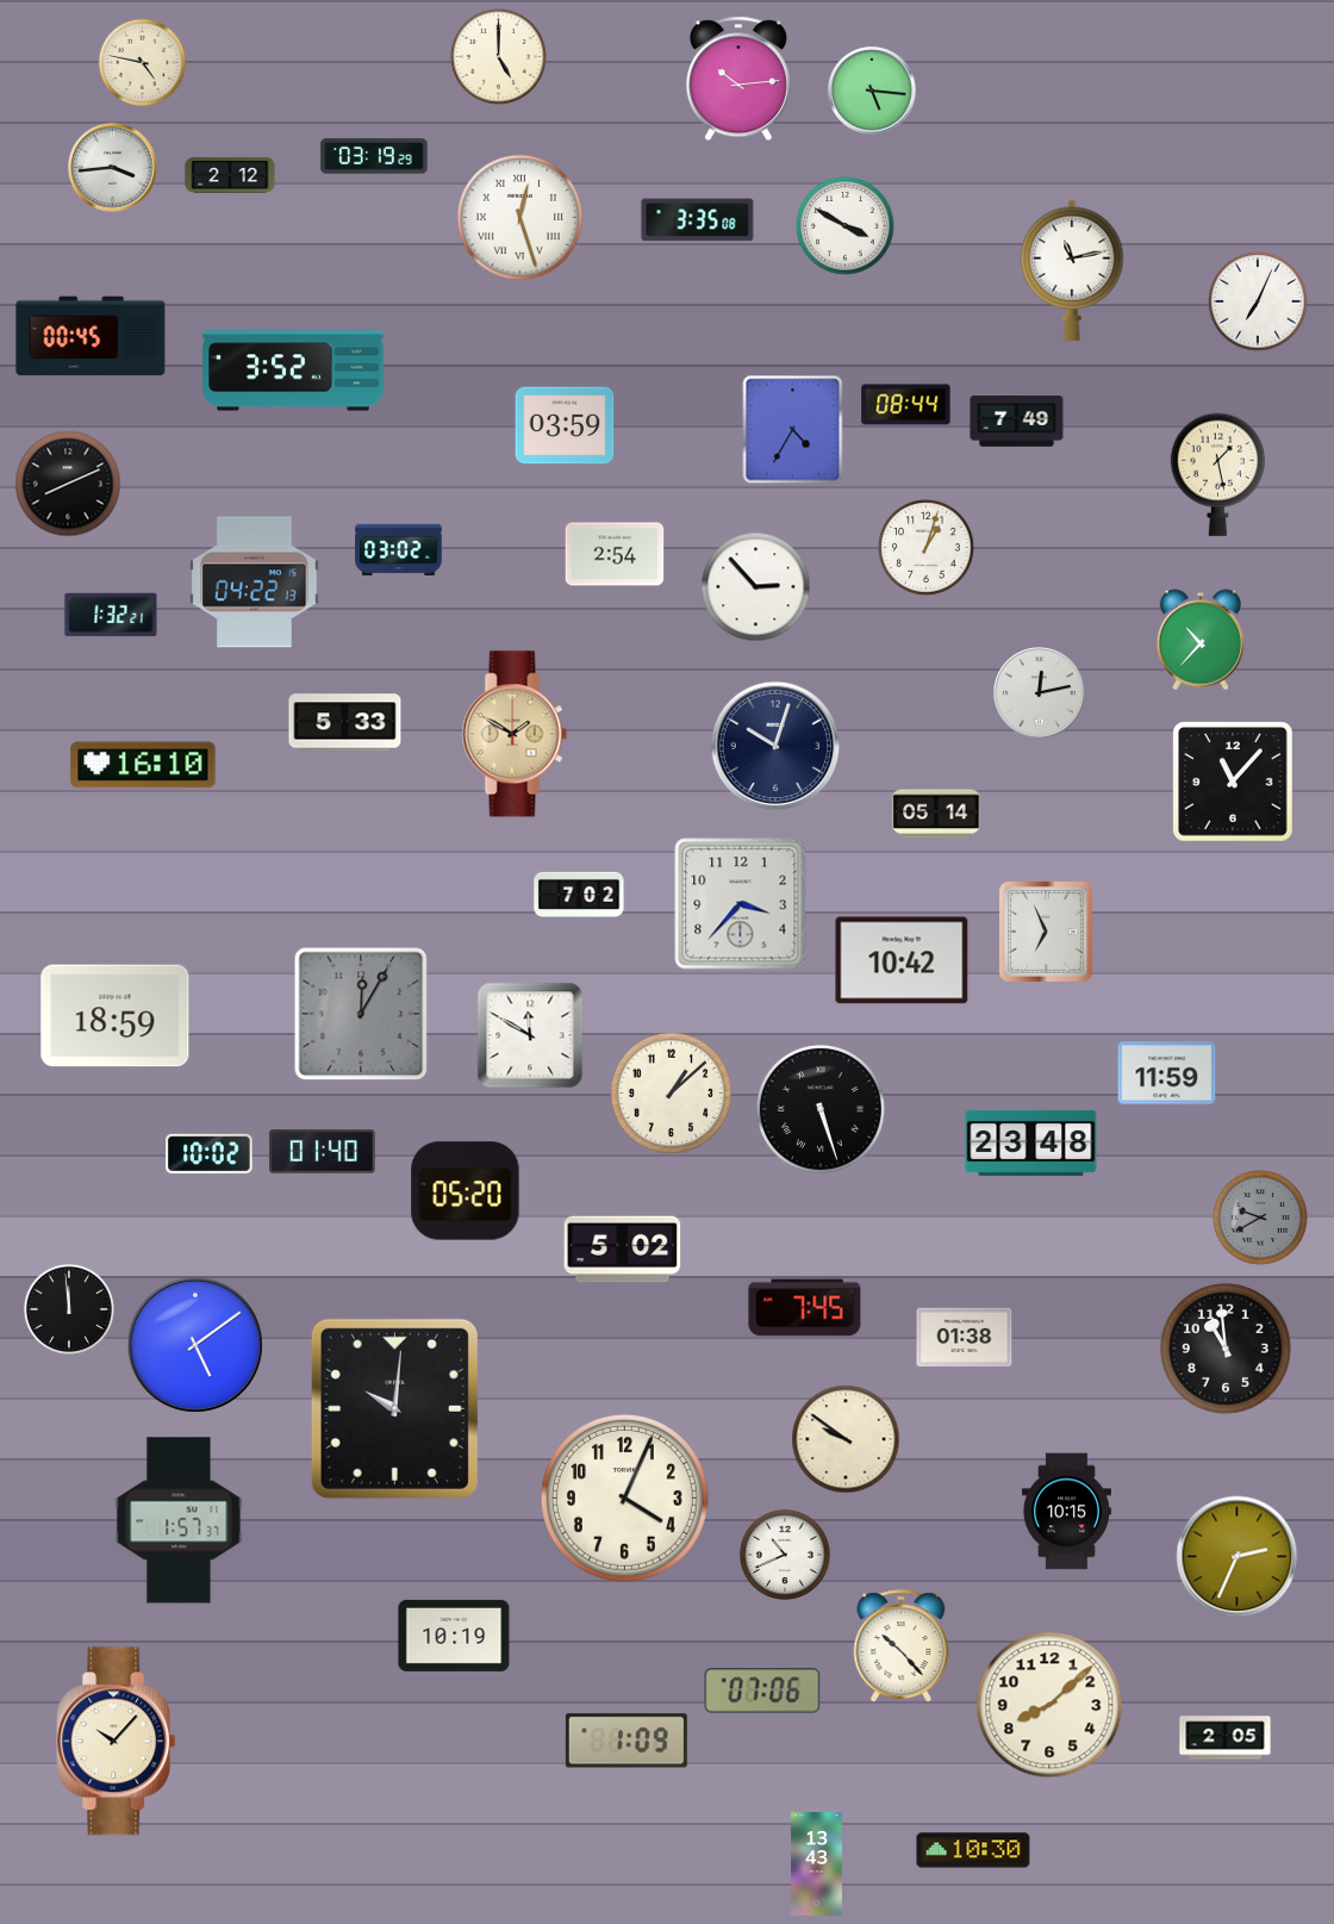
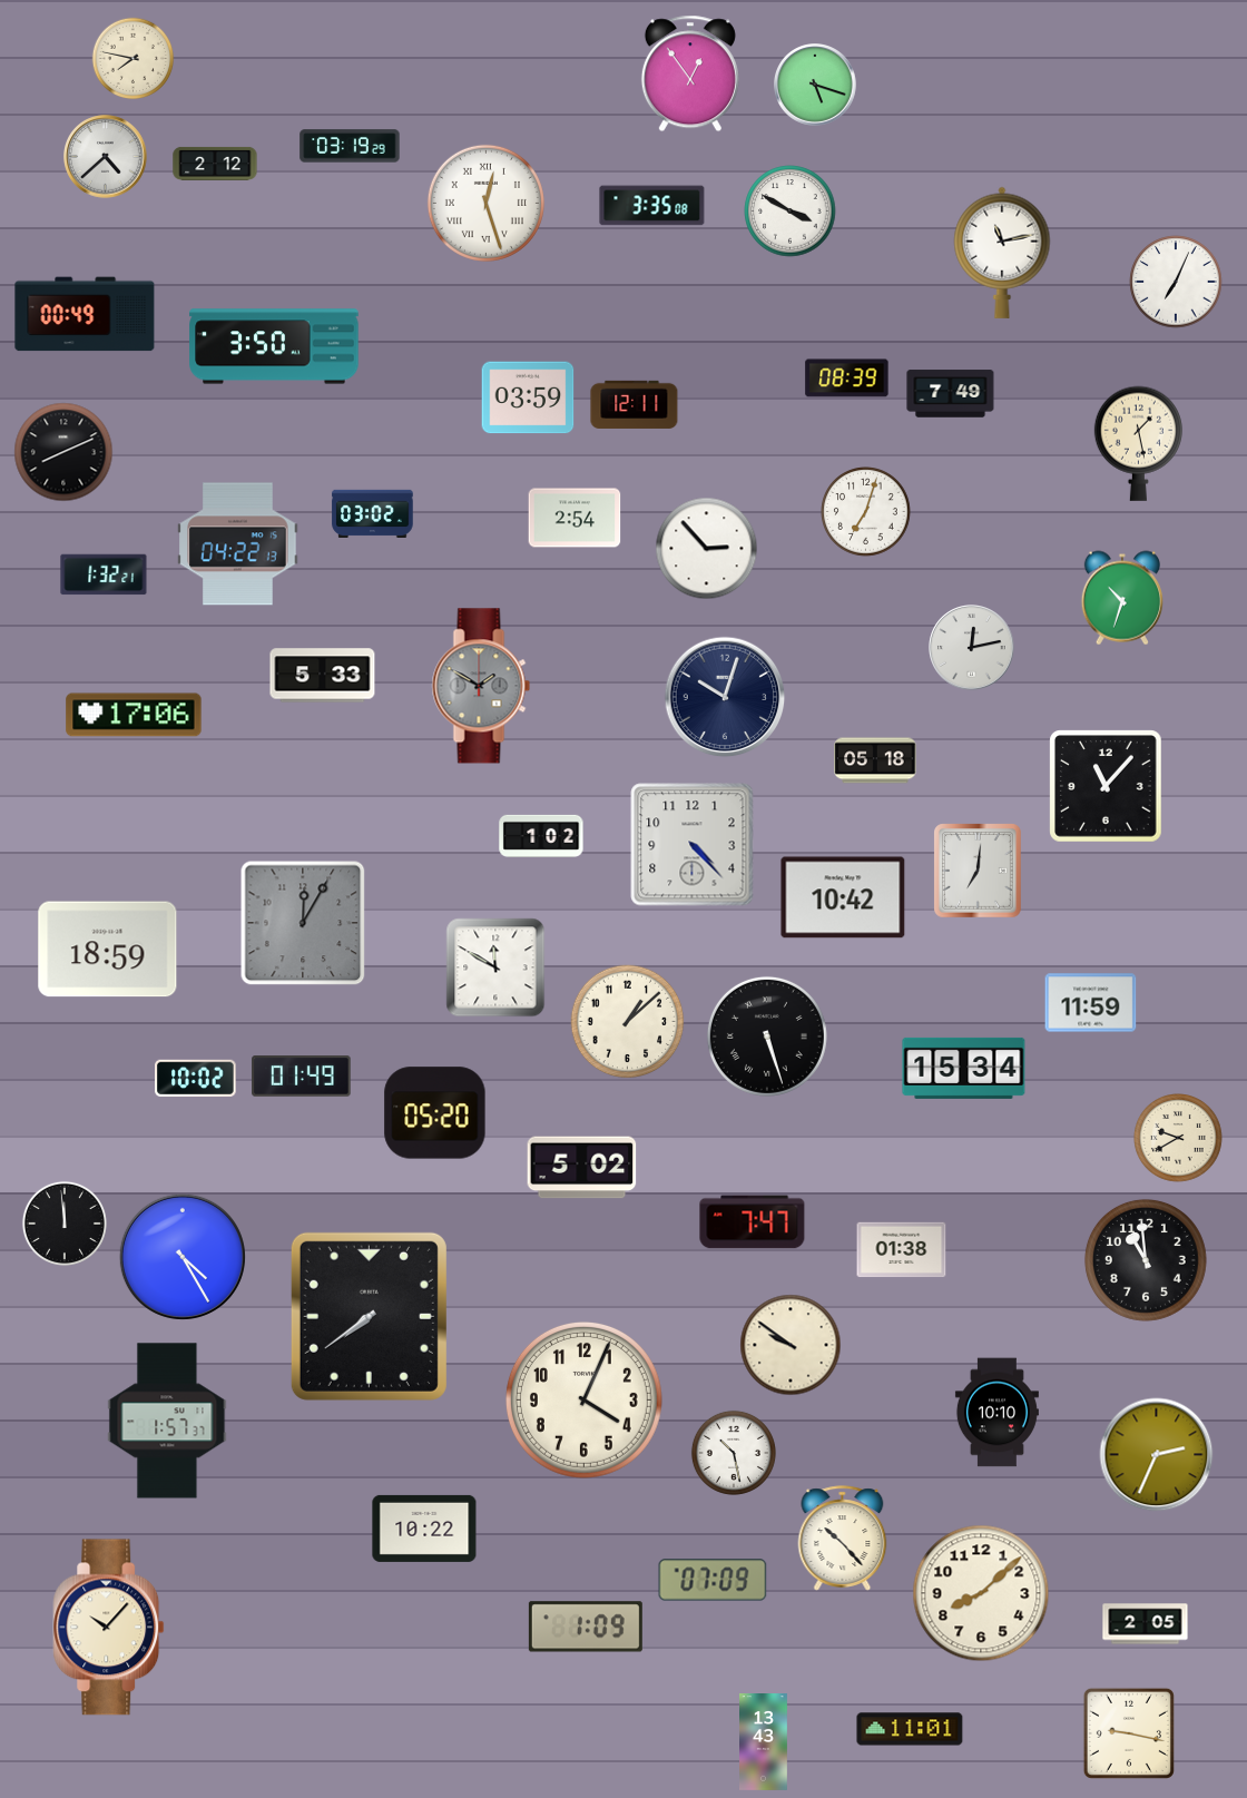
clock at (499, 57): 5:00 -> none
clock at (143, 63): 4:47 -> 7:47
clock at (738, 79): 10:14 -> 12:54
clock at (873, 92): 5:16 -> 5:18
clock at (113, 168): 3:44 -> 4:38
clock at (91, 336): 00:45 -> 00:49
clock at (293, 371): 3:52 -> 3:50
clock at (906, 405): 08:44 -> 08:39
clock at (793, 430): 4:35 -> none
clock at (635, 404): none -> 12:11
clock at (927, 548): 1:03 -> 7:03
clock at (1199, 640): 10:37 -> 10:33
clock at (515, 734) dial: champagne -> grey
clock at (143, 765): 16:10 -> 17:06
clock at (1233, 782) position: (1233, 782) -> (1106, 786)
clock at (936, 814): 05:14 -> 05:18
clock at (579, 895): 7:02 -> 1:02
clock at (741, 904): 3:37 -> 4:23
clock at (1046, 932): 6:56 -> 7:01
clock at (361, 1014) position: (361, 1014) -> (303, 923)
clock at (1031, 1142): 23:48 -> 15:34
clock at (323, 1152): 01:40 -> 01:49
clock at (1261, 1219) dial: grey -> cream
clock at (805, 1308): 7:45 -> 7:47
clock at (195, 1345): 5:09 -> 4:25
clock at (394, 1408): 10:01 -> 7:39
clock at (1066, 1512): 10:15 -> 10:10
clock at (785, 1555): 10:41 -> 10:28
clock at (454, 1636): 10:19 -> 10:22
clock at (762, 1690): 07:06 -> 07:09
clock at (973, 1850): 10:30 -> 11:01
clock at (1129, 1733): none -> 9:17
